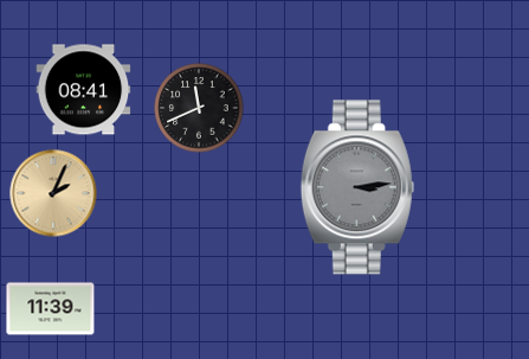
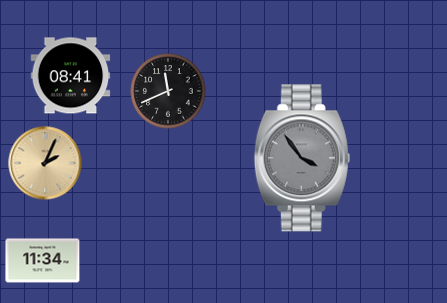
clock at (357, 187): 3:14 -> 3:54
clock at (51, 309): 11:39 -> 11:34
